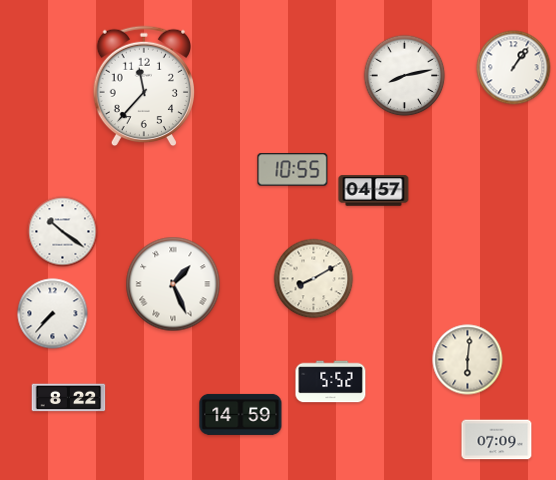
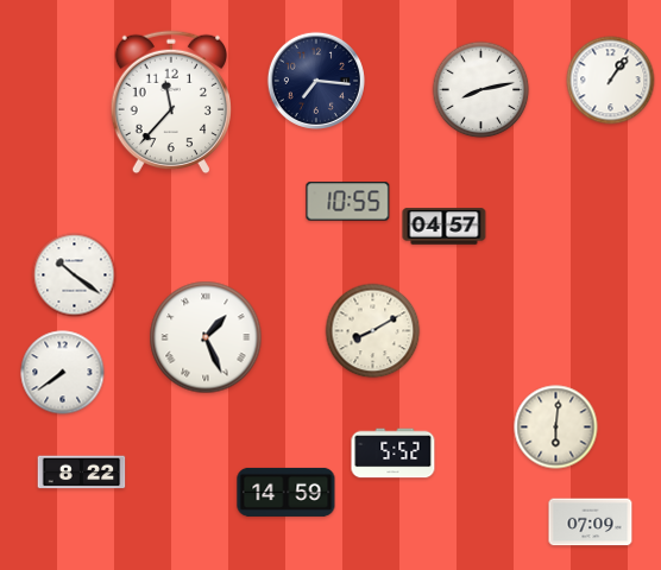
clock at (316, 81): none -> 7:16
clock at (53, 314): 7:37 -> 7:39
